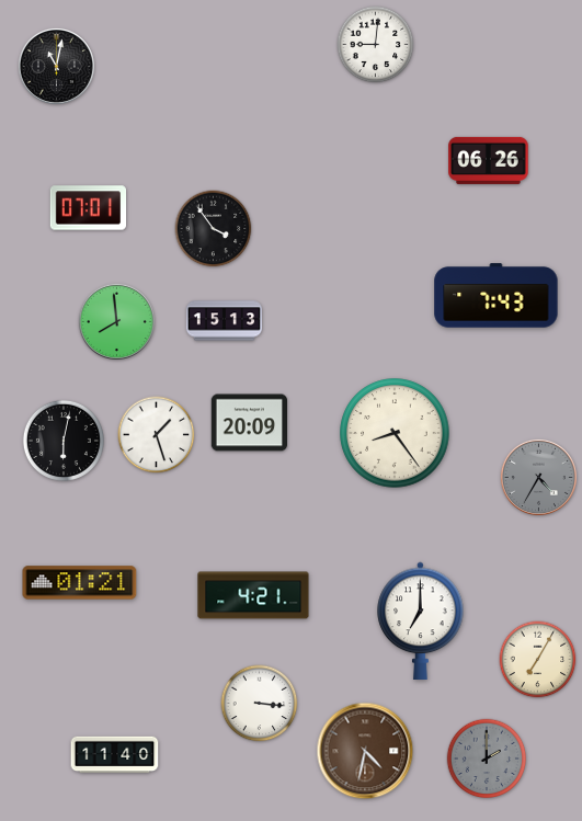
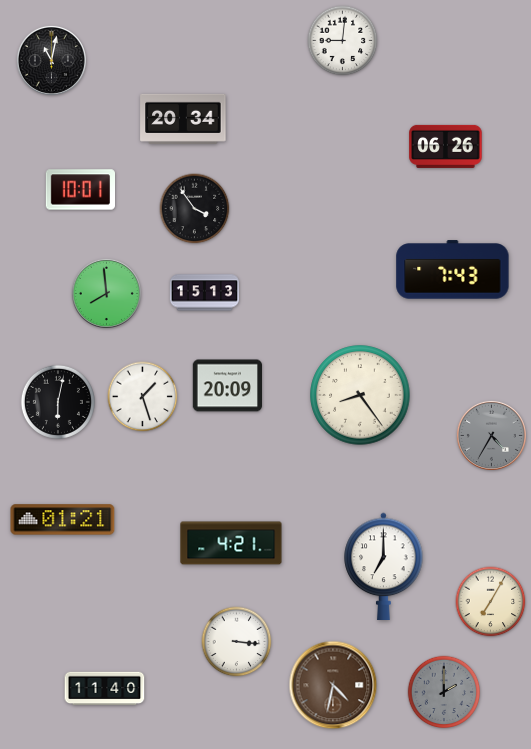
clock at (183, 119): none -> 20:34
clock at (88, 208): 07:01 -> 10:01
clock at (80, 583) position: (80, 583) -> (63, 520)
